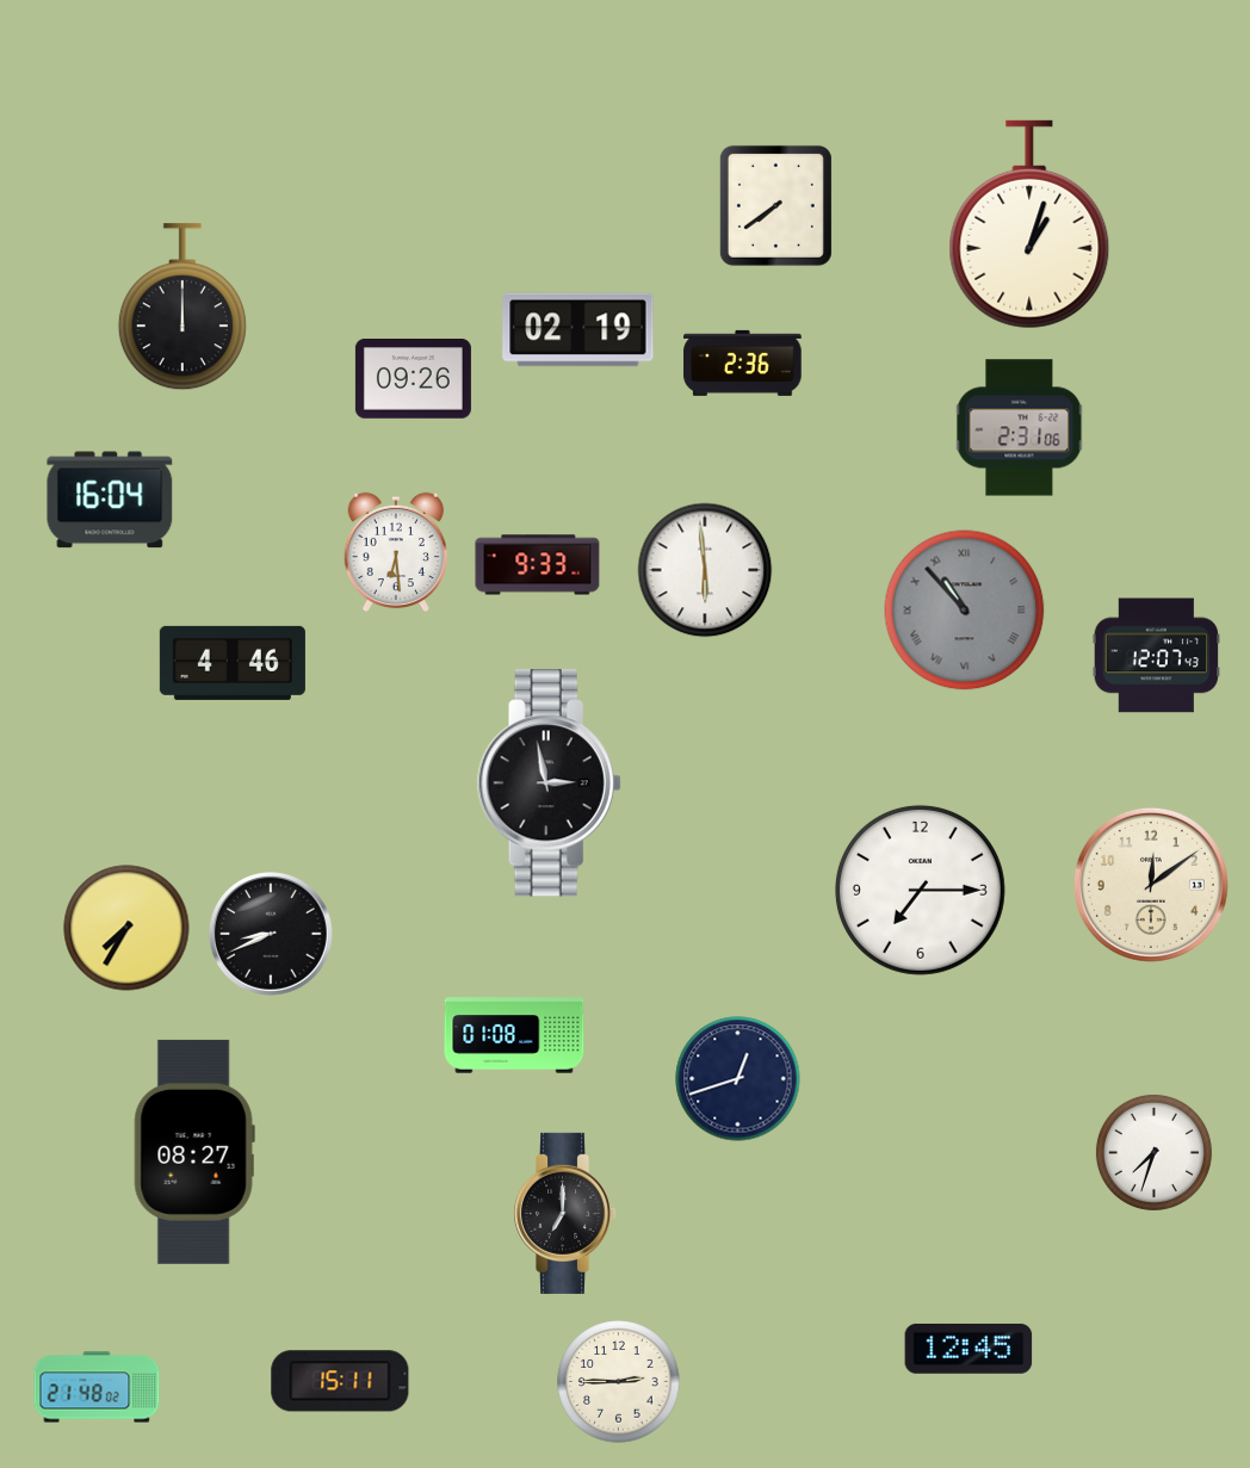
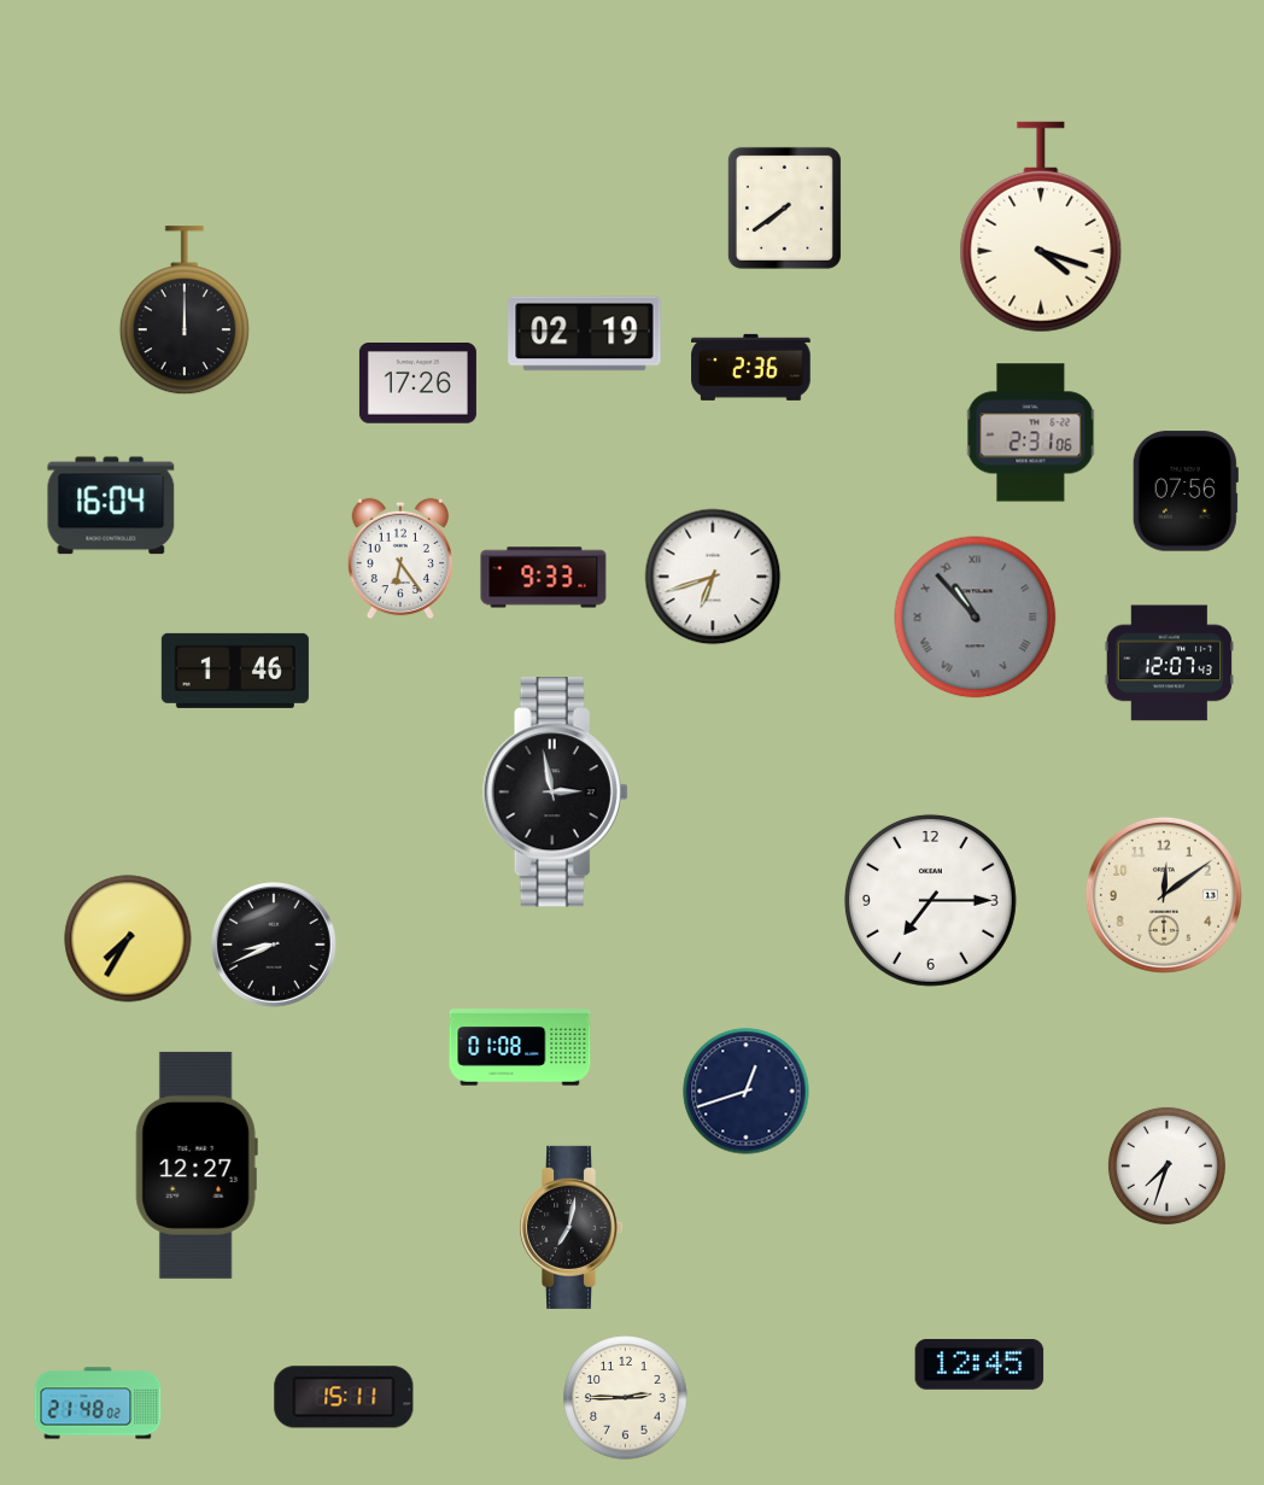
clock at (1029, 224): 1:03 -> 4:18
clock at (413, 379): 09:26 -> 17:26
clock at (1186, 491): none -> 07:56
clock at (395, 552): 6:29 -> 6:24
clock at (538, 565) position: (538, 565) -> (544, 578)
clock at (705, 570): 5:59 -> 6:42
clock at (233, 663): 4:46 -> 1:46
clock at (194, 1152): 08:27 -> 12:27
clock at (565, 1213): 7:00 -> 7:02
